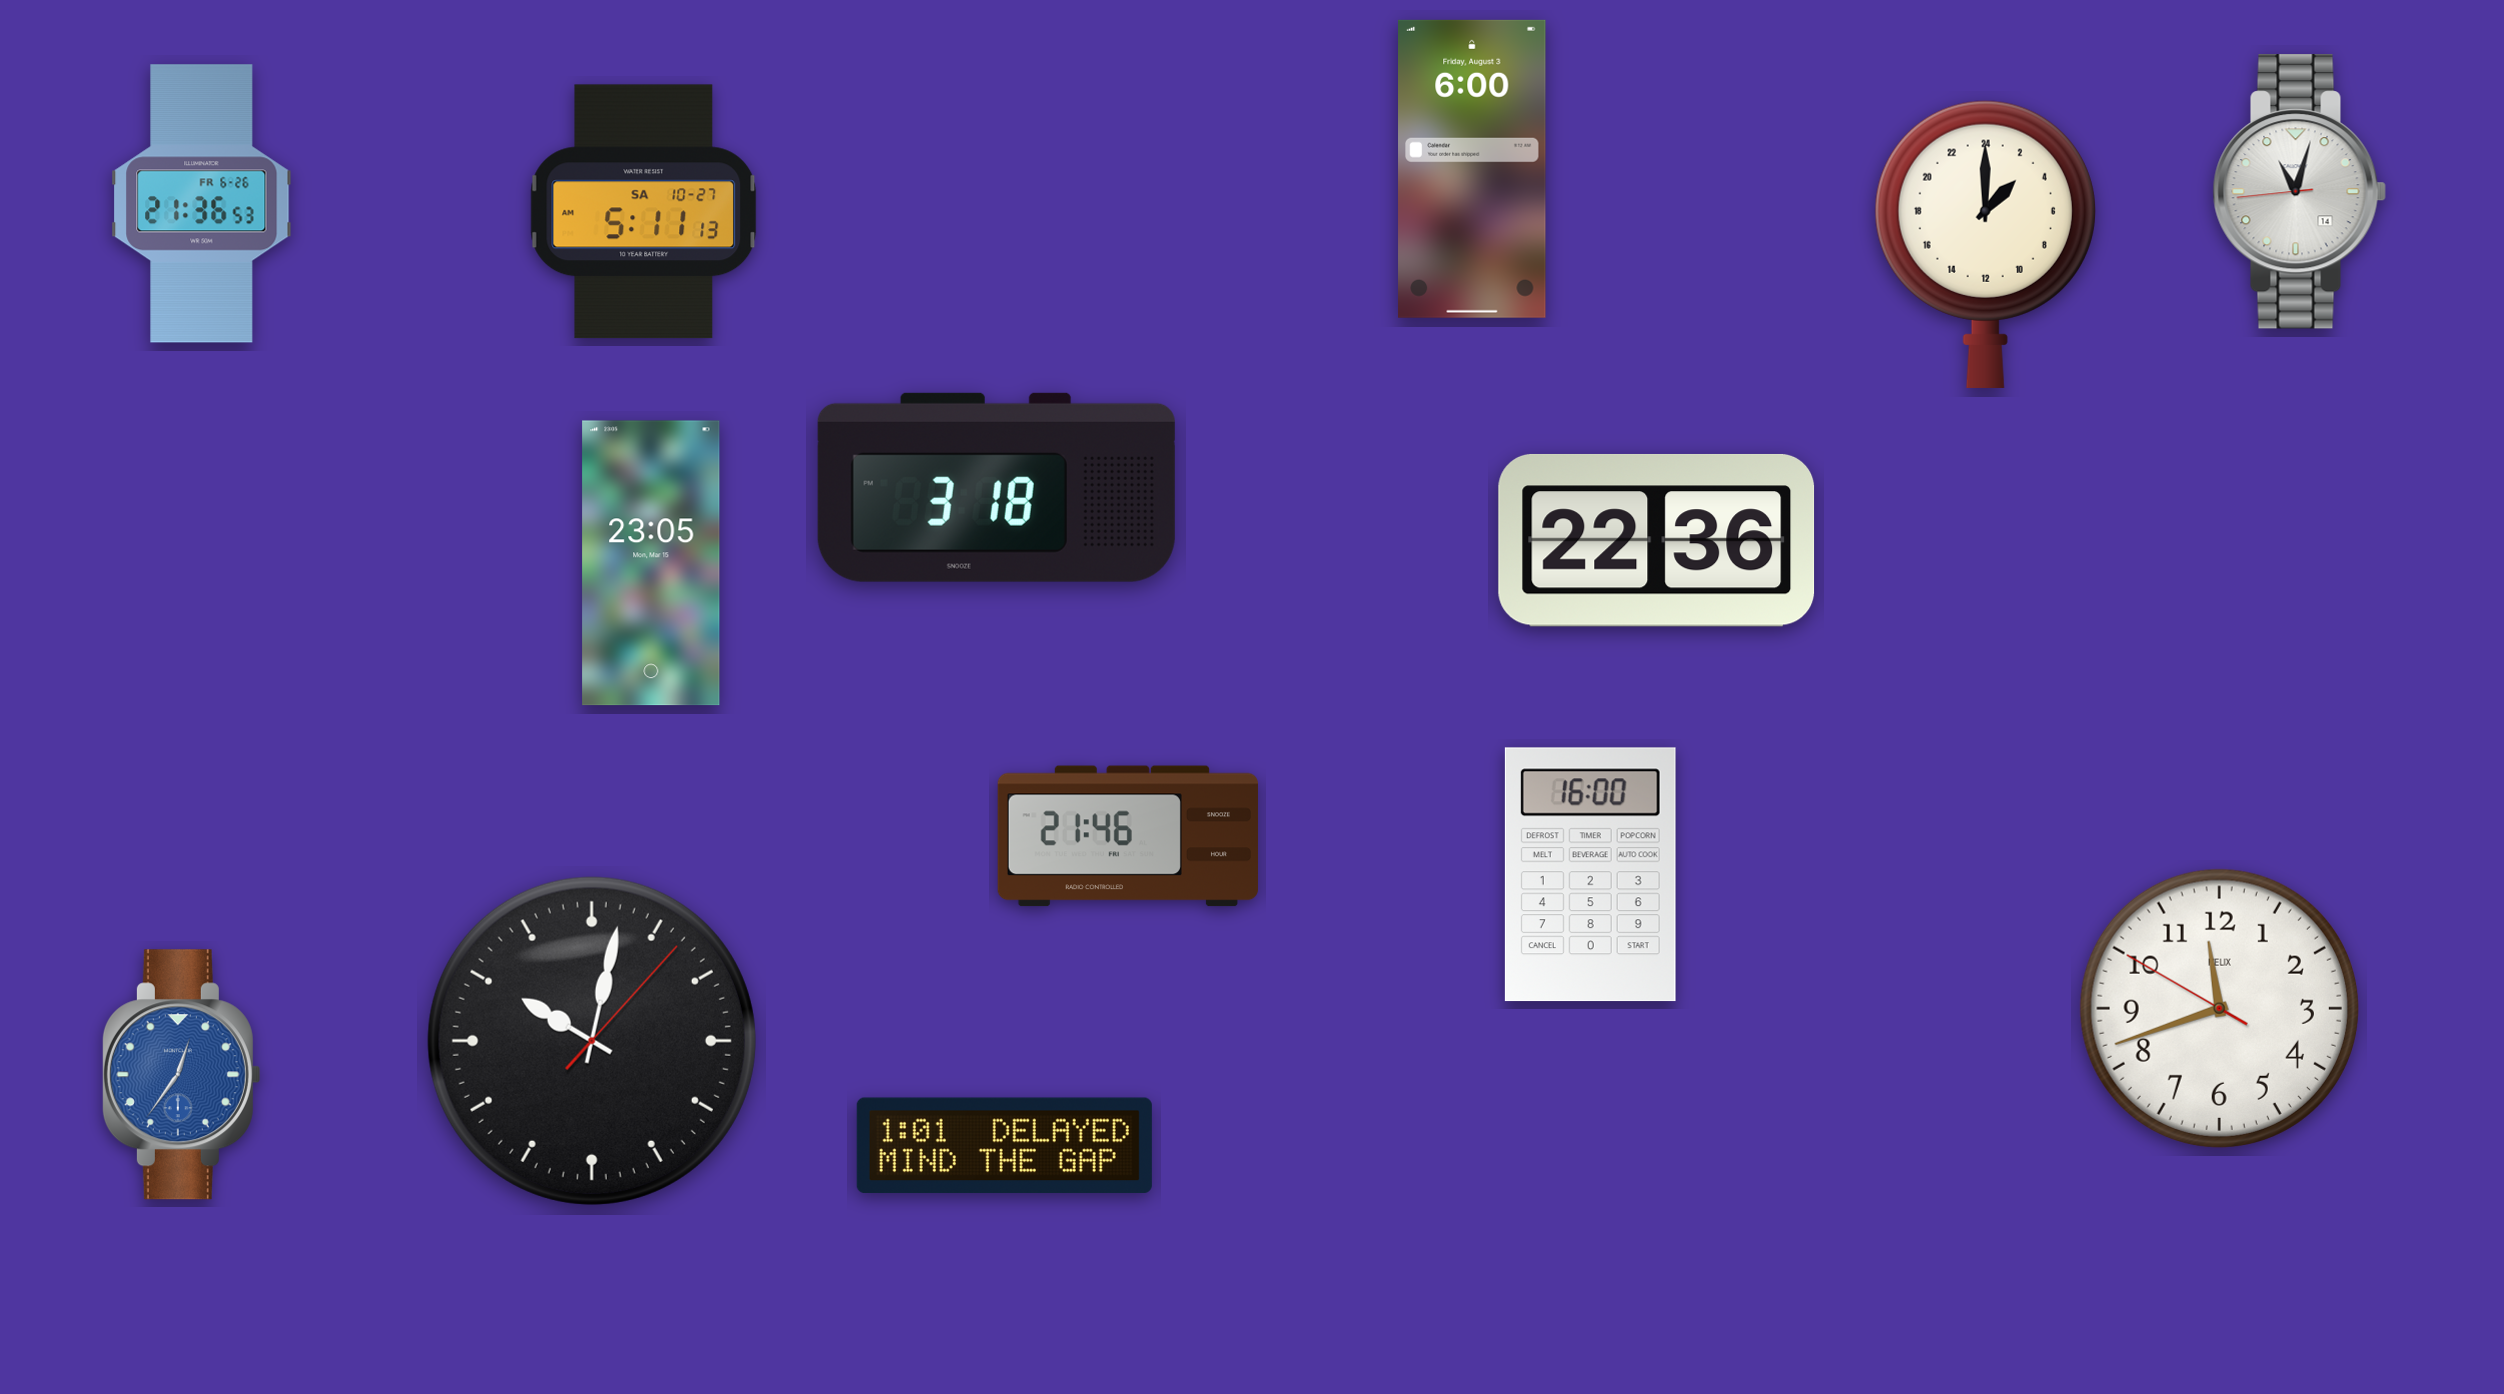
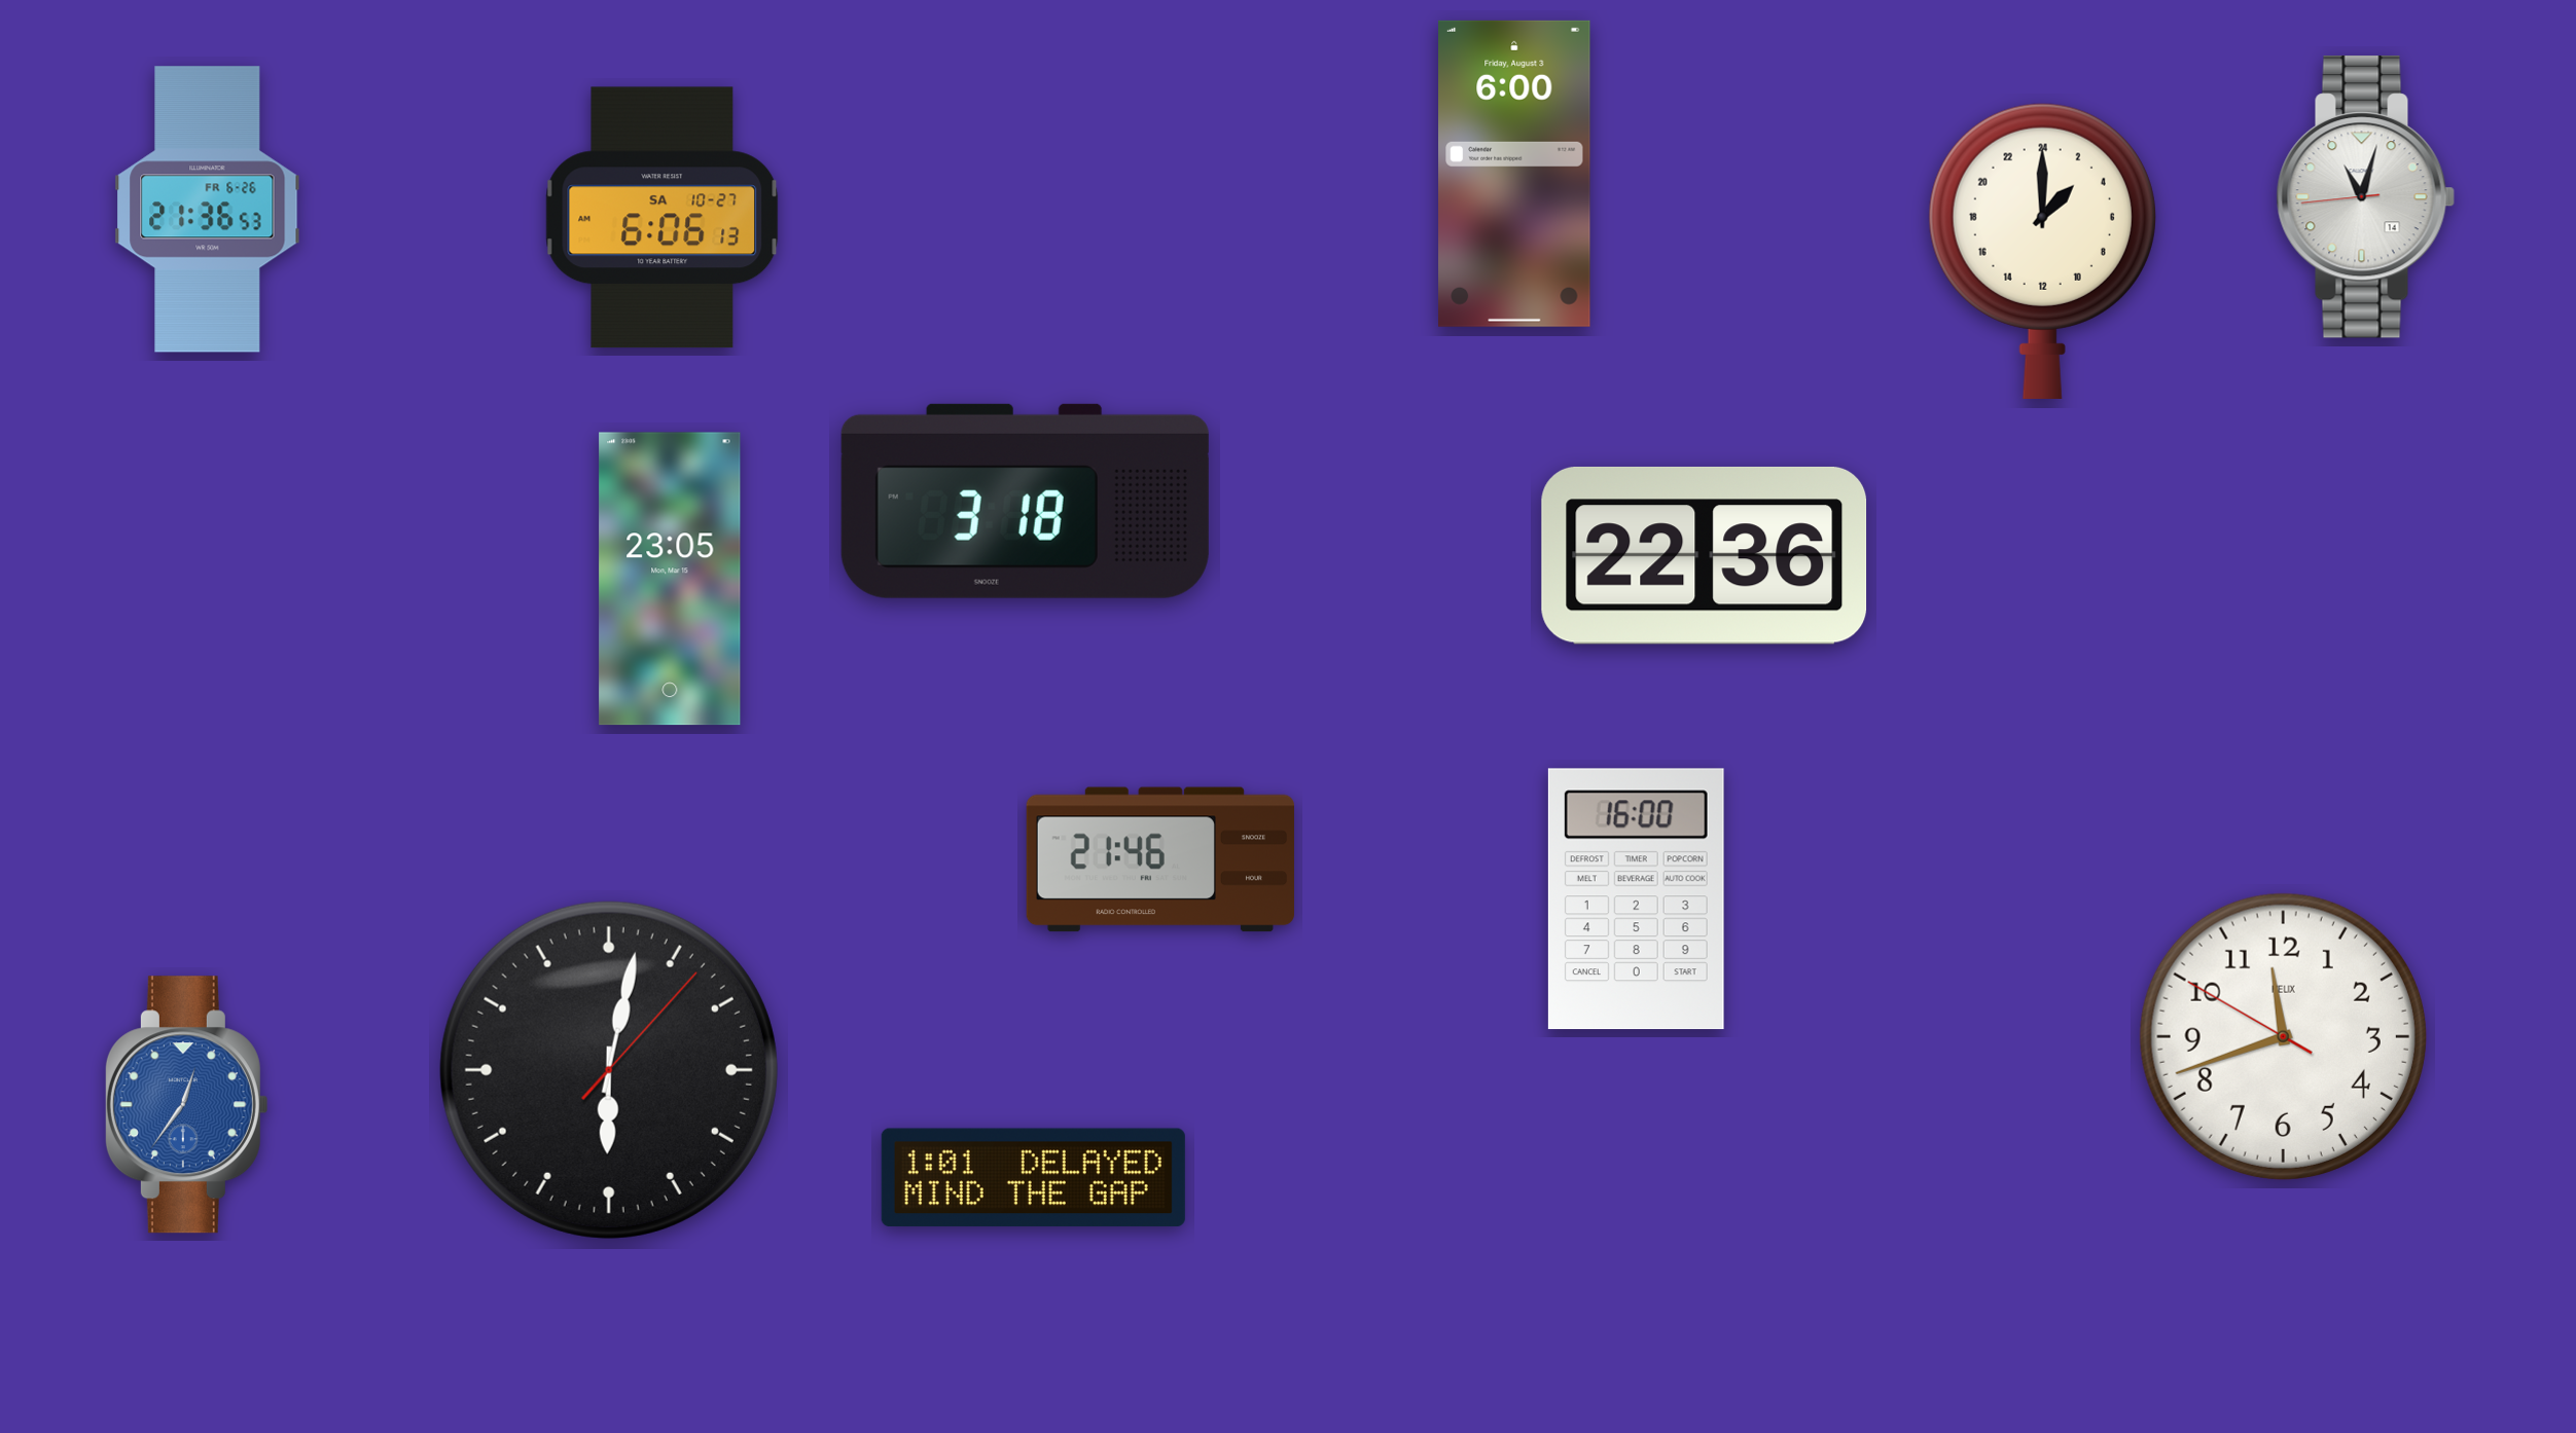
clock at (644, 212): 5:11 -> 6:06
clock at (592, 1041): 10:02 -> 6:02
